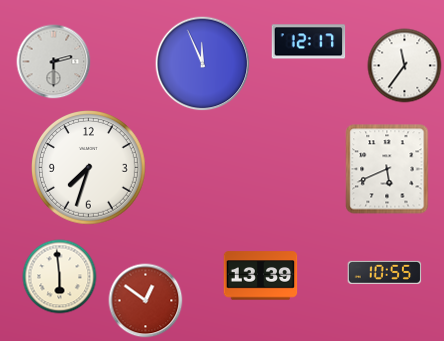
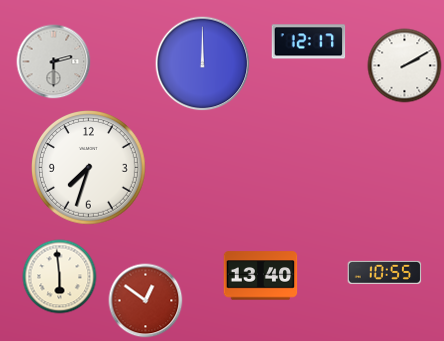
clock at (203, 64): 11:56 -> 12:00
clock at (405, 66): 11:36 -> 2:10
clock at (387, 169): 5:41 -> none
clock at (261, 276): 13:39 -> 13:40
